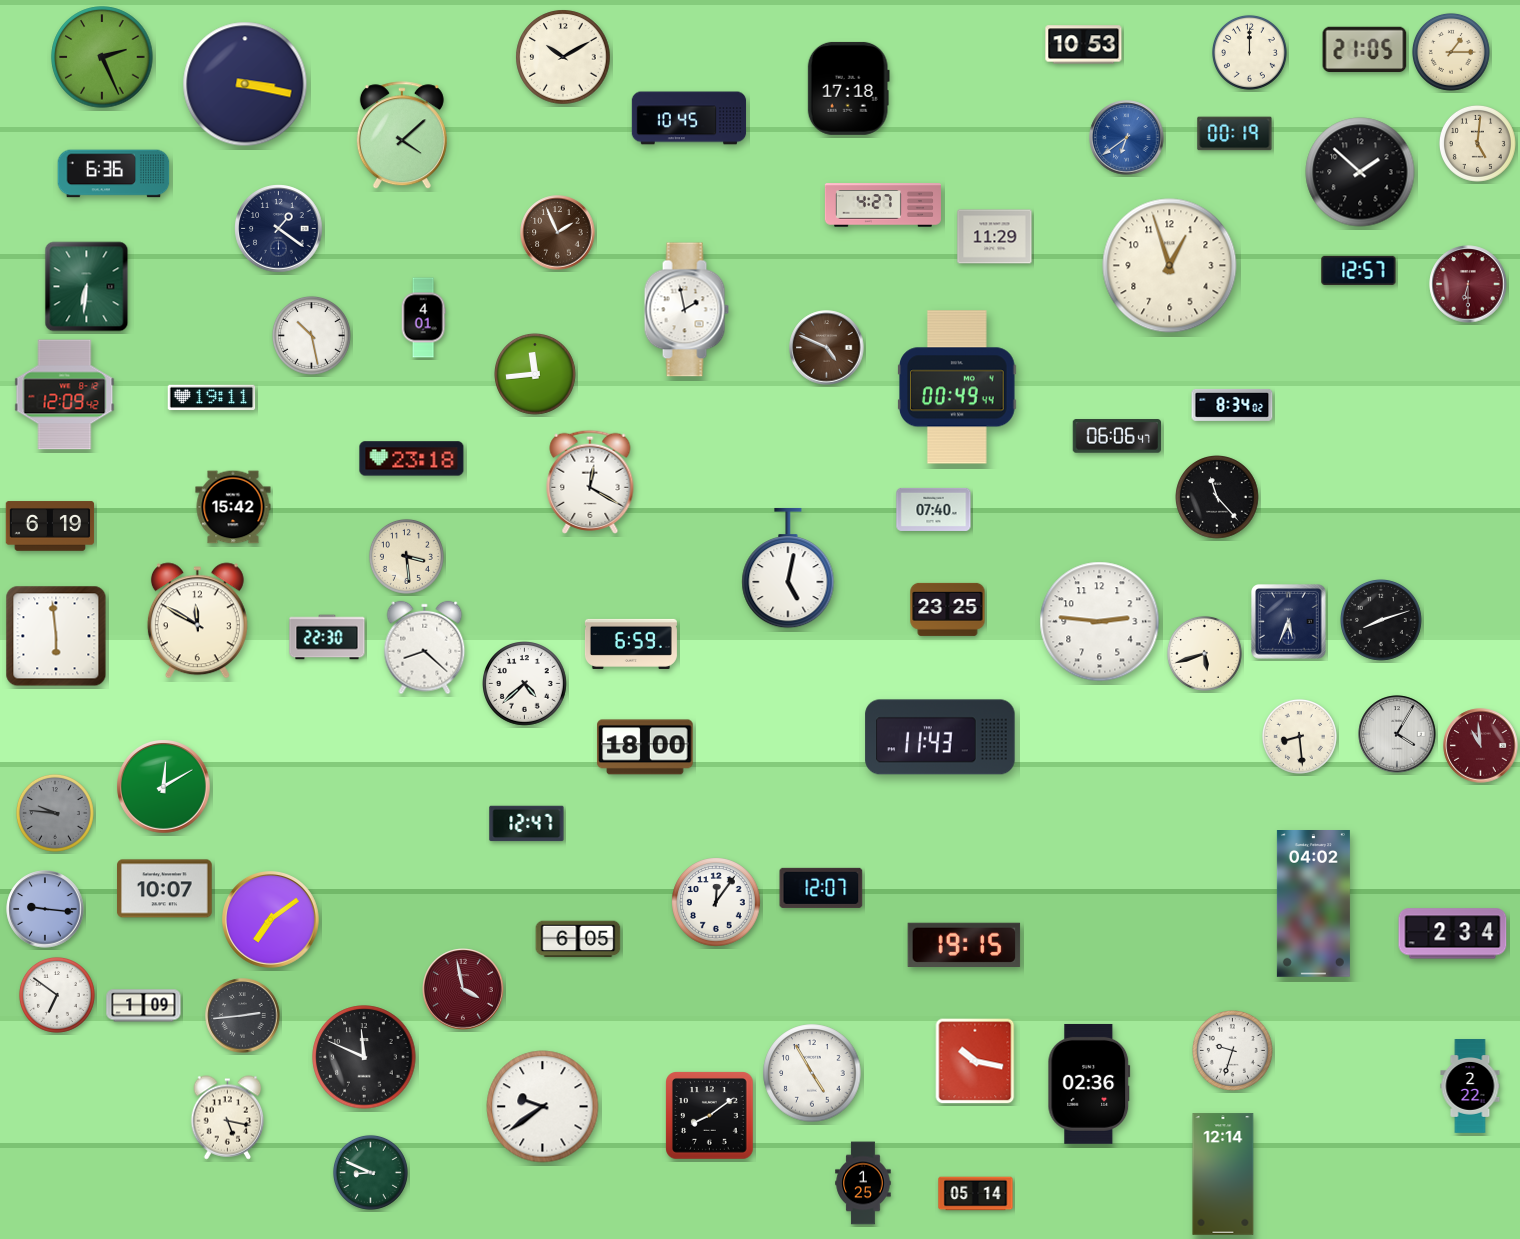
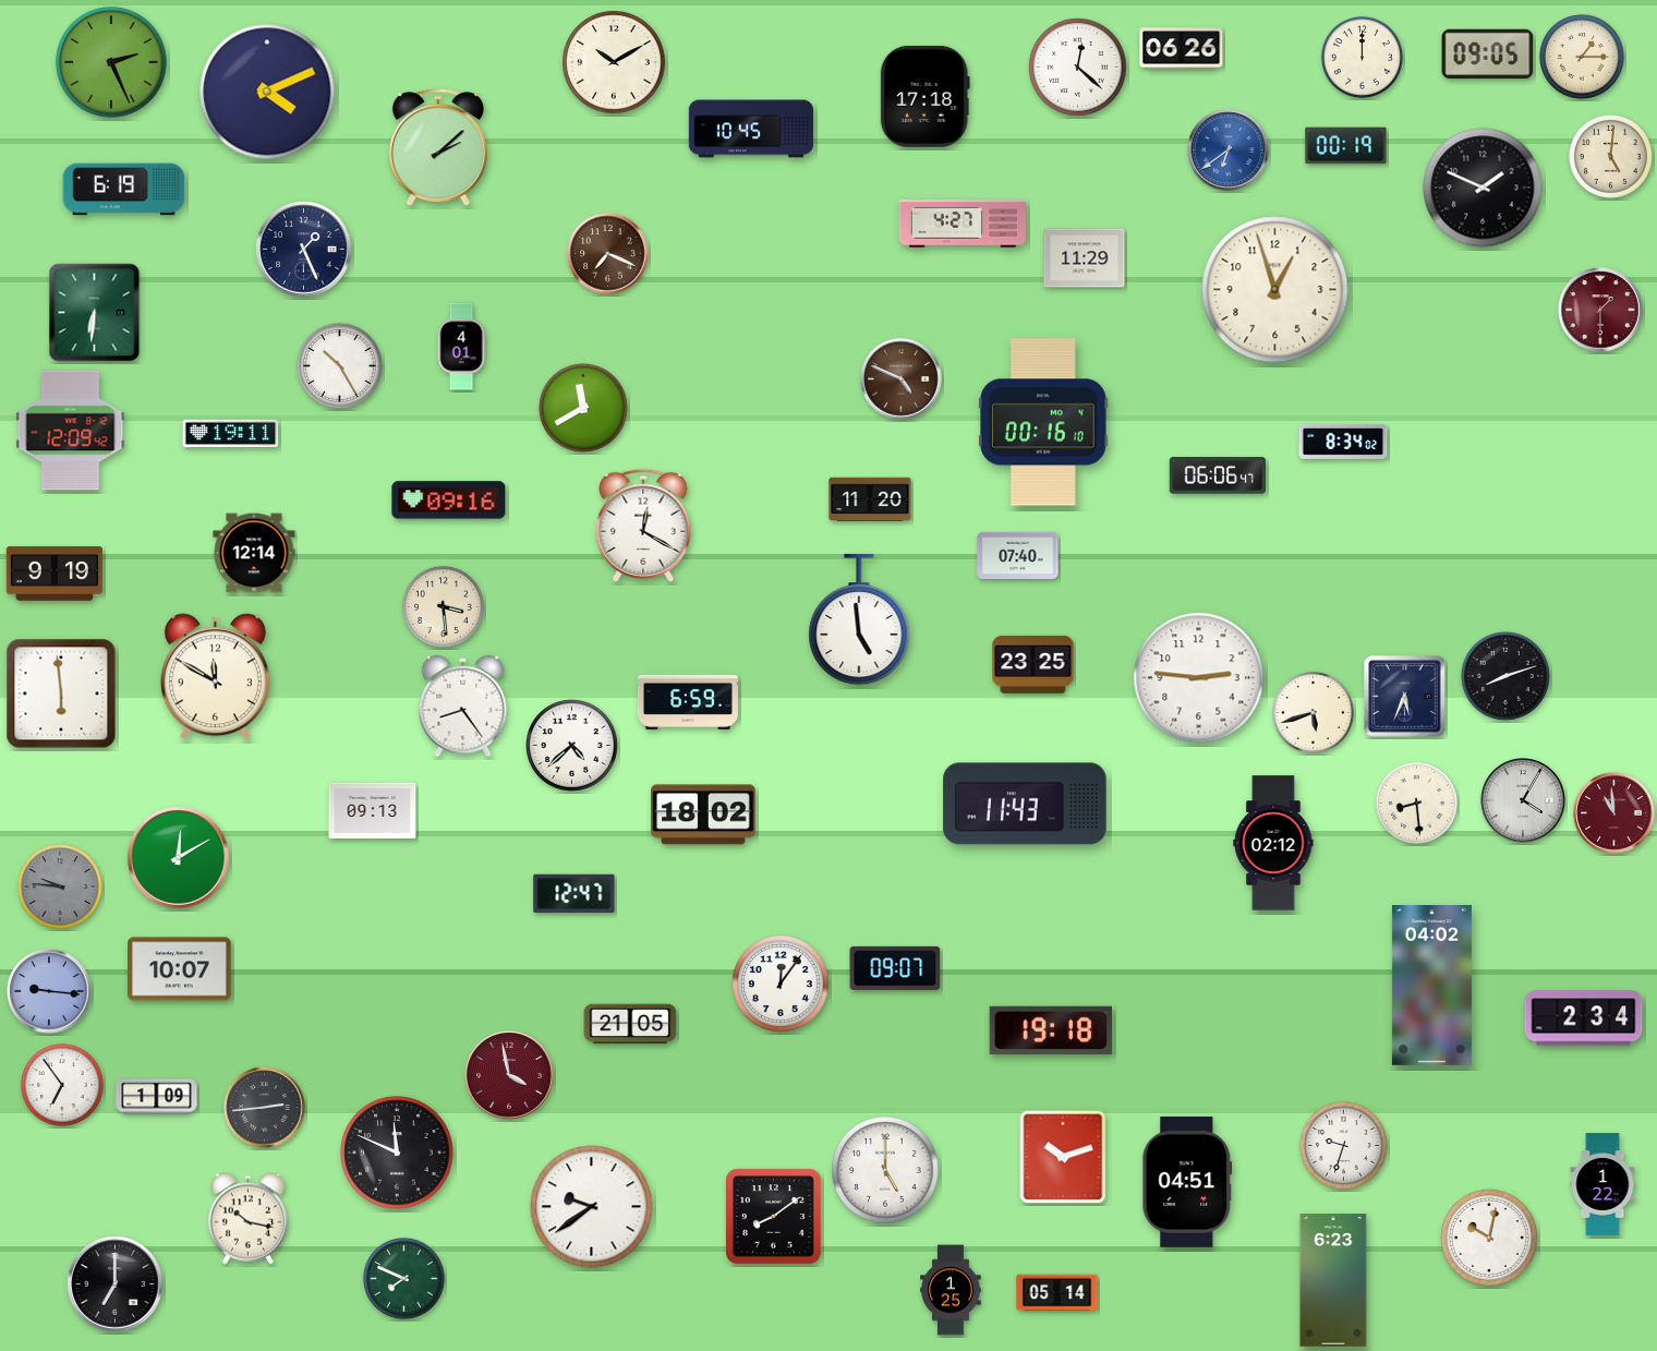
clock at (1084, 45): 10:53 -> 06:26
clock at (1365, 50): 21:05 -> 09:05
clock at (1078, 68): none -> 12:22
clock at (245, 84): 3:17 -> 4:11
clock at (402, 136): 4:08 -> 2:08
clock at (1360, 172): 1:52 -> 1:49
clock at (114, 174): 6:36 -> 6:19
clock at (279, 229): 1:21 -> 1:26
clock at (558, 233): 1:56 -> 7:19
clock at (1359, 270): 12:57 -> none
clock at (1468, 284): 6:30 -> 1:30
clock at (686, 310): 1:58 -> none
clock at (311, 335): 10:28 -> 10:25
clock at (536, 375): 11:44 -> 11:40
clock at (957, 387): 00:49 -> 00:16
clock at (870, 499): none -> 11:20
clock at (412, 459): 23:18 -> 09:16
clock at (1218, 498): 11:23 -> none
clock at (233, 507): 15:42 -> 12:14
clock at (50, 526): 6:19 -> 9:19
clock at (788, 568): 5:02 -> 4:59
clock at (1289, 622) position: (1289, 622) -> (1405, 697)
clock at (327, 637): 22:30 -> none
clock at (425, 648): 8:22 -> 8:24
clock at (373, 810): none -> 09:13
clock at (645, 747): 18:00 -> 18:02
clock at (1273, 843): none -> 02:12
clock at (527, 824) position: (527, 824) -> (574, 894)
clock at (821, 888): 12:07 -> 09:07
clock at (271, 920): 7:09 -> none
clock at (578, 939): 6:05 -> 21:05
clock at (964, 944): 19:15 -> 19:18
clock at (463, 989) position: (463, 989) -> (509, 1075)
clock at (57, 995): 6:51 -> 6:54
clock at (975, 1061): 10:17 -> 10:12
clock at (812, 1073): 4:55 -> 5:00
clock at (1089, 1084): 02:36 -> 04:51
clock at (1470, 1086): 2:22 -> 1:22
clock at (228, 1118): 5:17 -> 10:17
clock at (1489, 1238): none -> 10:02
clock at (370, 1172): 8:49 -> 7:49
clock at (1223, 1174): 12:14 -> 6:23
clock at (116, 1284): none -> 7:00
clock at (863, 1183) position: (863, 1183) -> (951, 1290)
clock at (976, 1194) position: (976, 1194) -> (1057, 1293)
